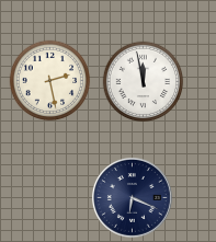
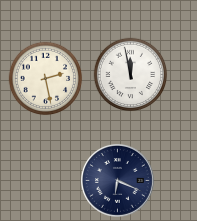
clock at (50, 81) position: (50, 81) -> (46, 79)
clock at (132, 197) position: (132, 197) -> (117, 180)
